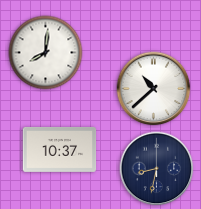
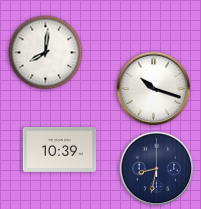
clock at (154, 89): 10:38 -> 10:18
clock at (60, 149): 10:37 -> 10:39
